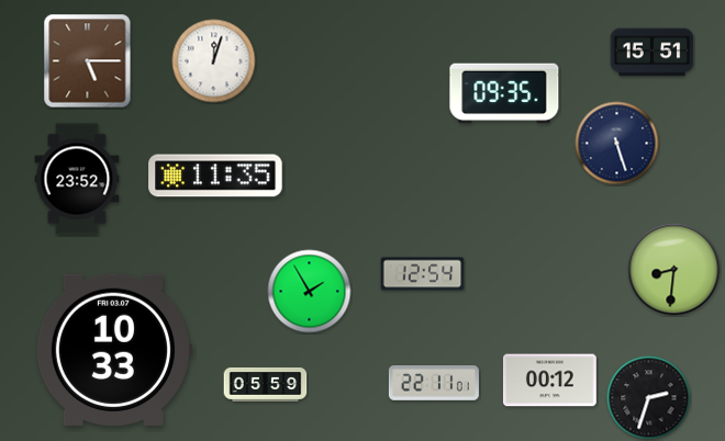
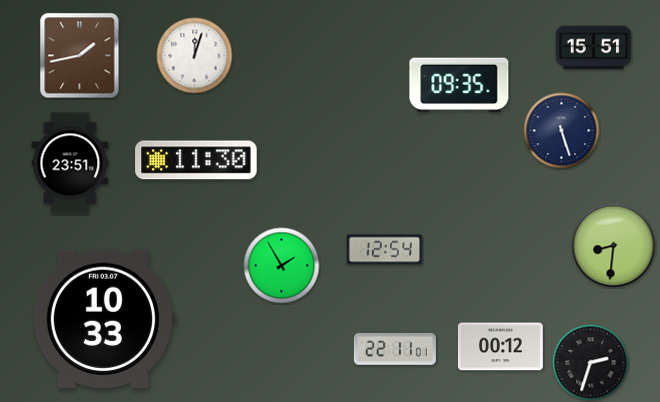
clock at (88, 61): 5:15 -> 1:43
clock at (215, 176): 11:35 -> 11:30
clock at (77, 179): 23:52 -> 23:51
clock at (266, 384): 05:59 -> none
